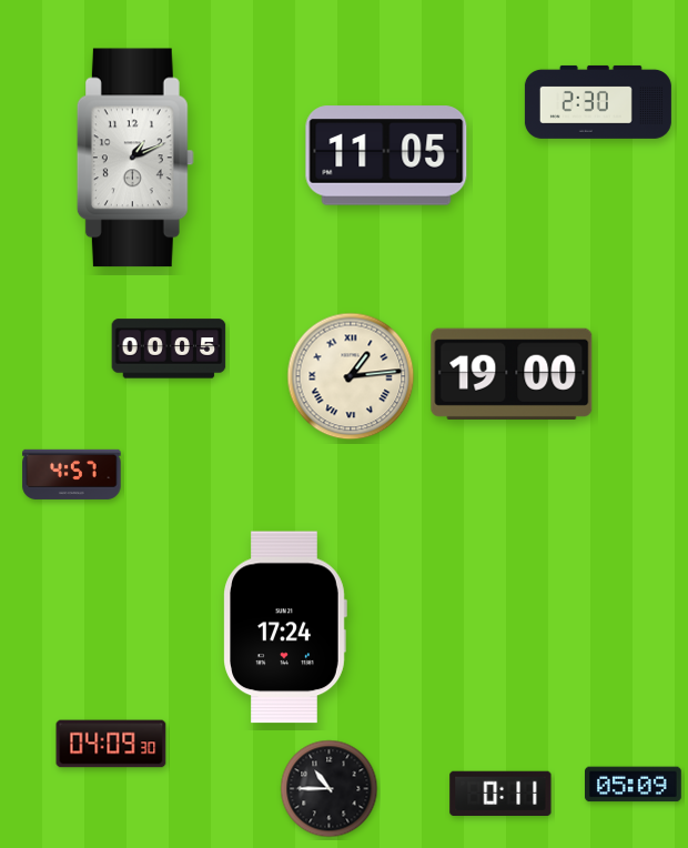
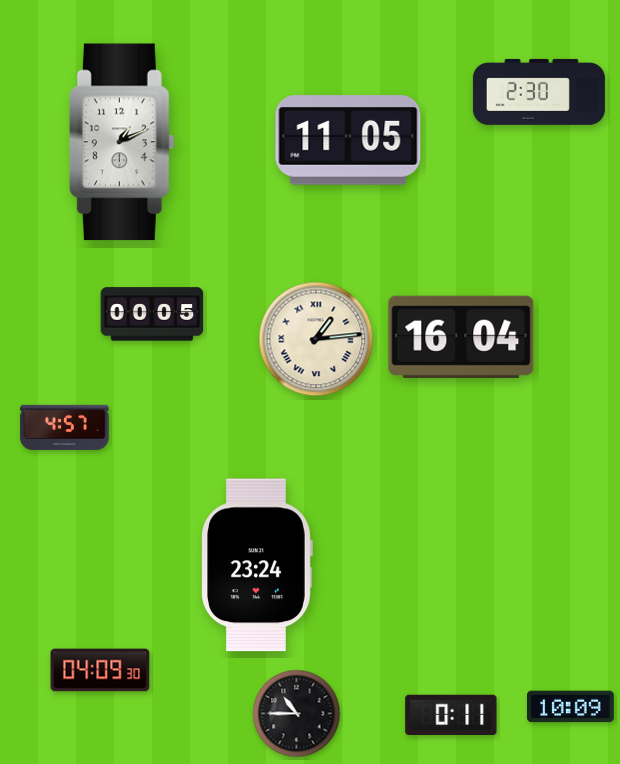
clock at (512, 374): 19:00 -> 16:04
clock at (285, 627): 17:24 -> 23:24
clock at (634, 785): 05:09 -> 10:09
clock at (330, 789) position: (330, 789) -> (297, 714)
